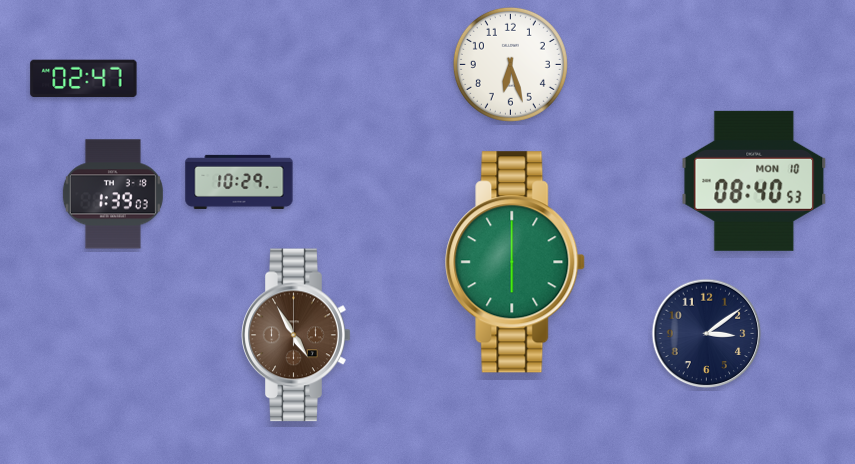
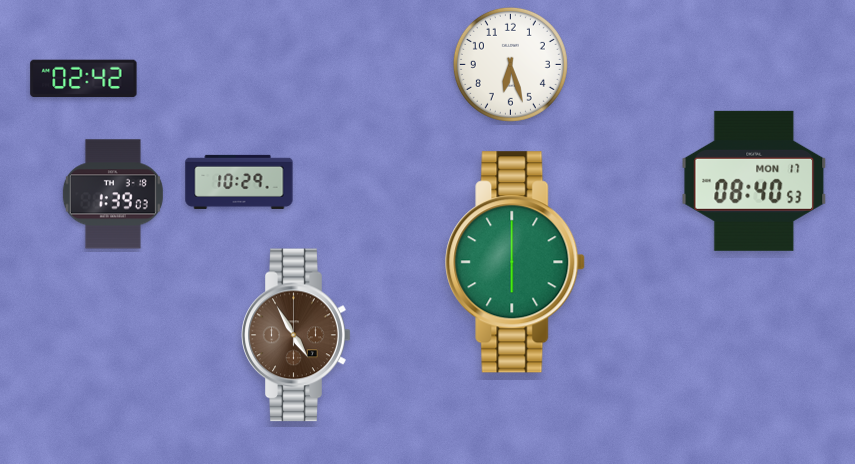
clock at (84, 79): 02:47 -> 02:42
clock at (754, 181) date: MON 10 -> MON 17
clock at (707, 334): 3:09 -> none
